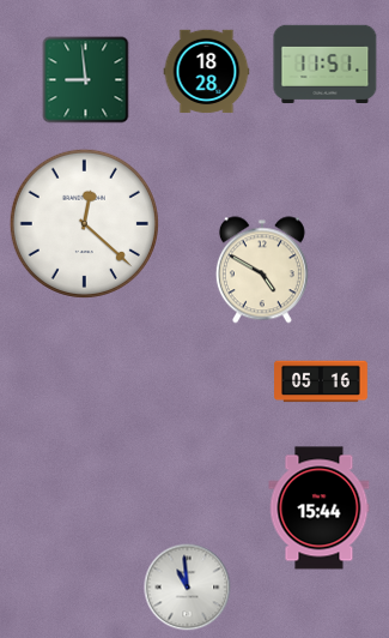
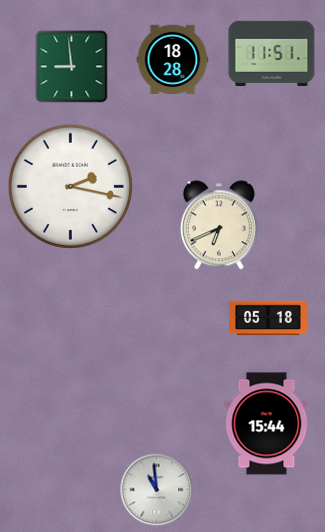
clock at (84, 223): 12:22 -> 2:17
clock at (262, 270): 4:50 -> 6:41
clock at (321, 381): 05:16 -> 05:18
